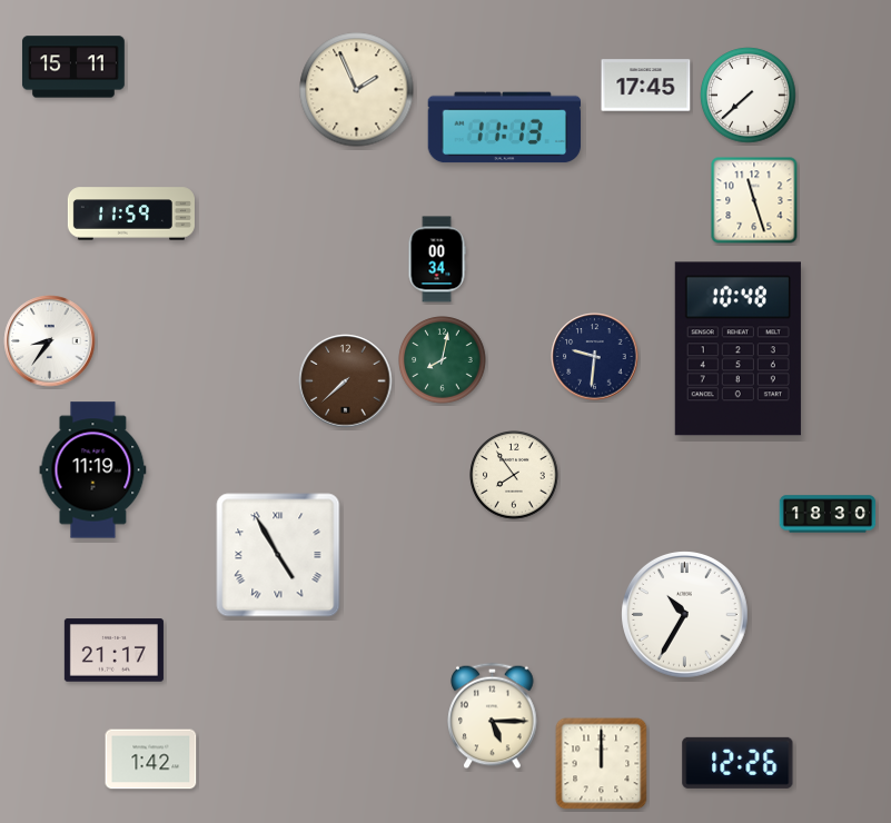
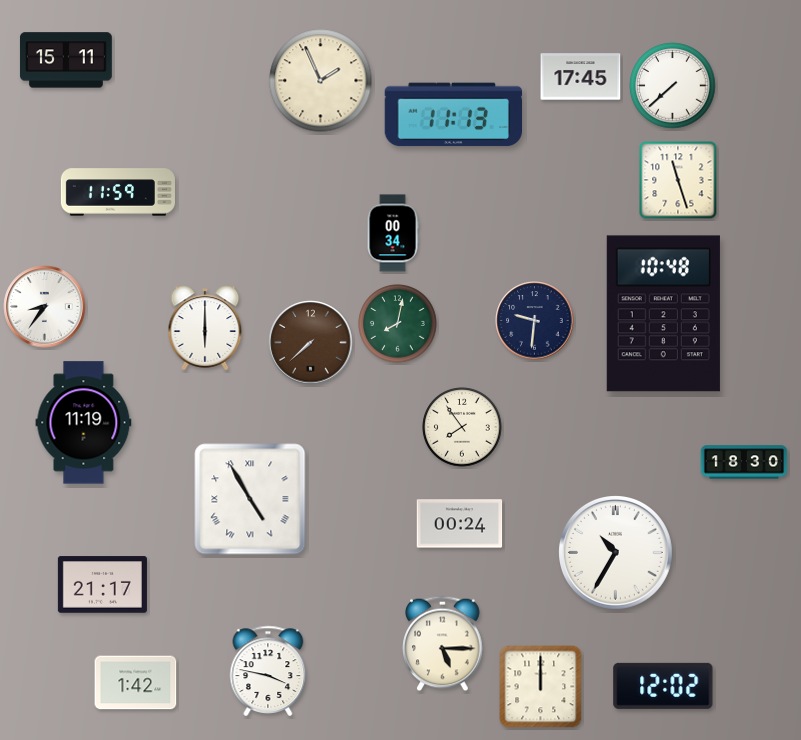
clock at (205, 328): none -> 6:00
clock at (460, 524): none -> 00:24
clock at (268, 671): none -> 3:47
clock at (737, 763): 12:26 -> 12:02
